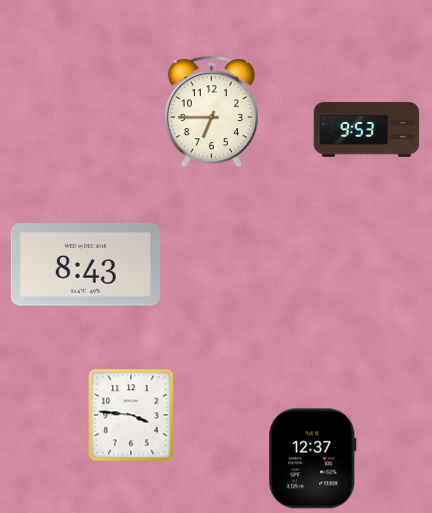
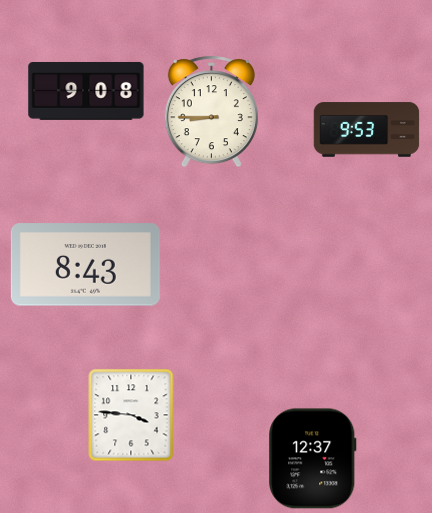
clock at (86, 91): none -> 9:08
clock at (211, 112): 6:45 -> 8:45
